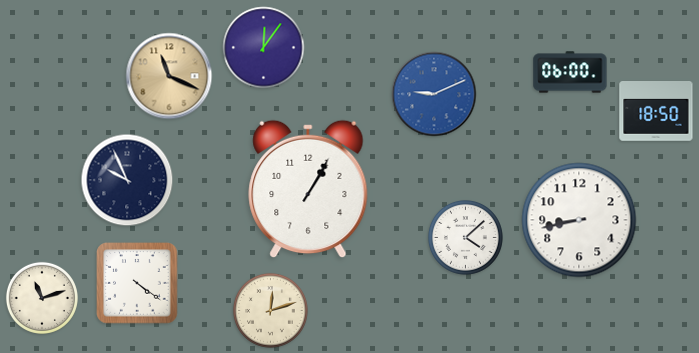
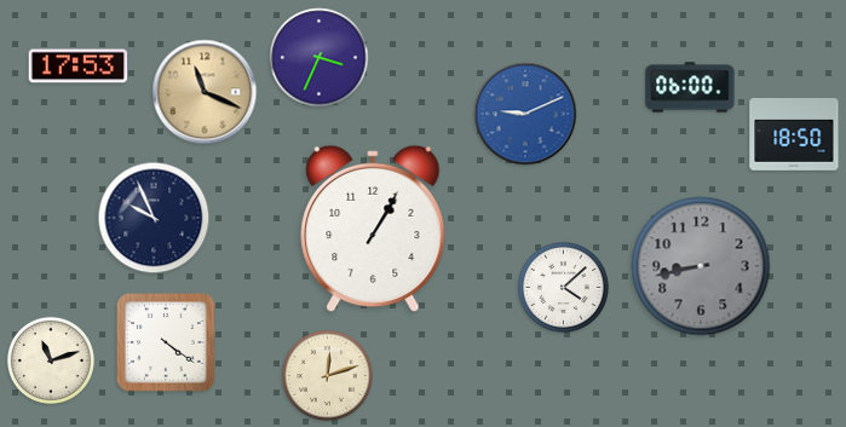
clock at (264, 48): 12:06 -> 3:34
clock at (79, 67): none -> 17:53
clock at (579, 220) dial: white -> grey
